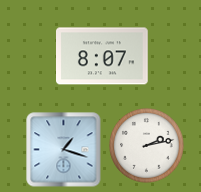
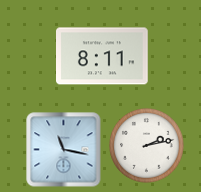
clock at (103, 56): 8:07 -> 8:11
clock at (64, 150): 1:18 -> 11:17
